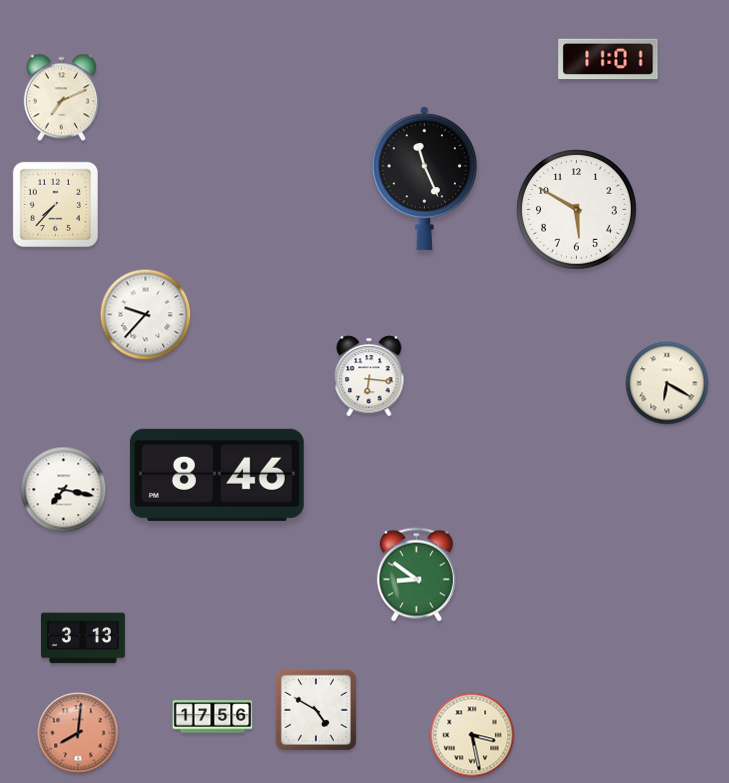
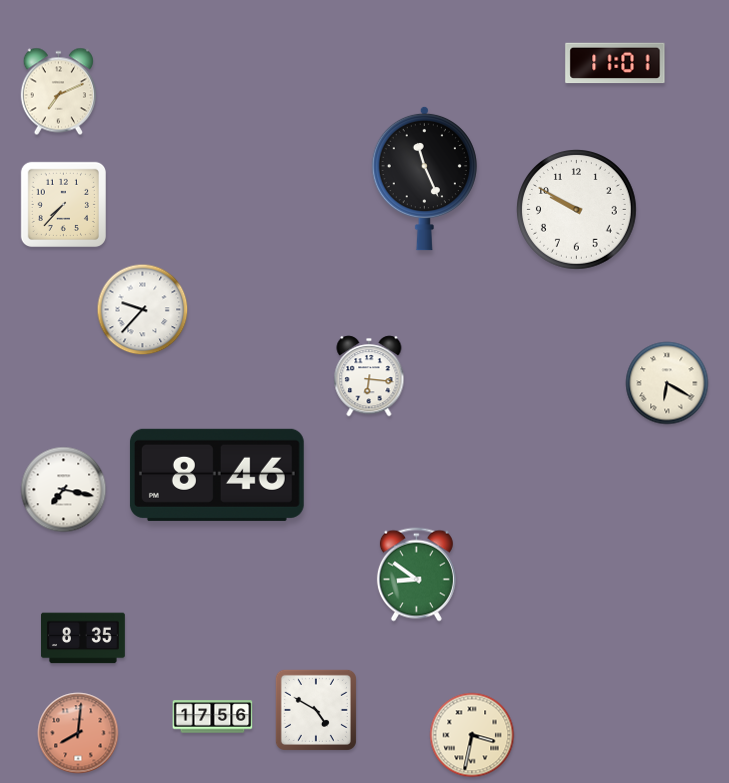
clock at (608, 59) position: (608, 59) -> (615, 63)
clock at (61, 98) position: (61, 98) -> (58, 92)
clock at (55, 204) position: (55, 204) -> (63, 204)
clock at (577, 210): 5:50 -> 9:50
clock at (146, 315) position: (146, 315) -> (143, 310)
clock at (84, 638): 3:13 -> 8:35
clock at (472, 735): 3:28 -> 3:32
